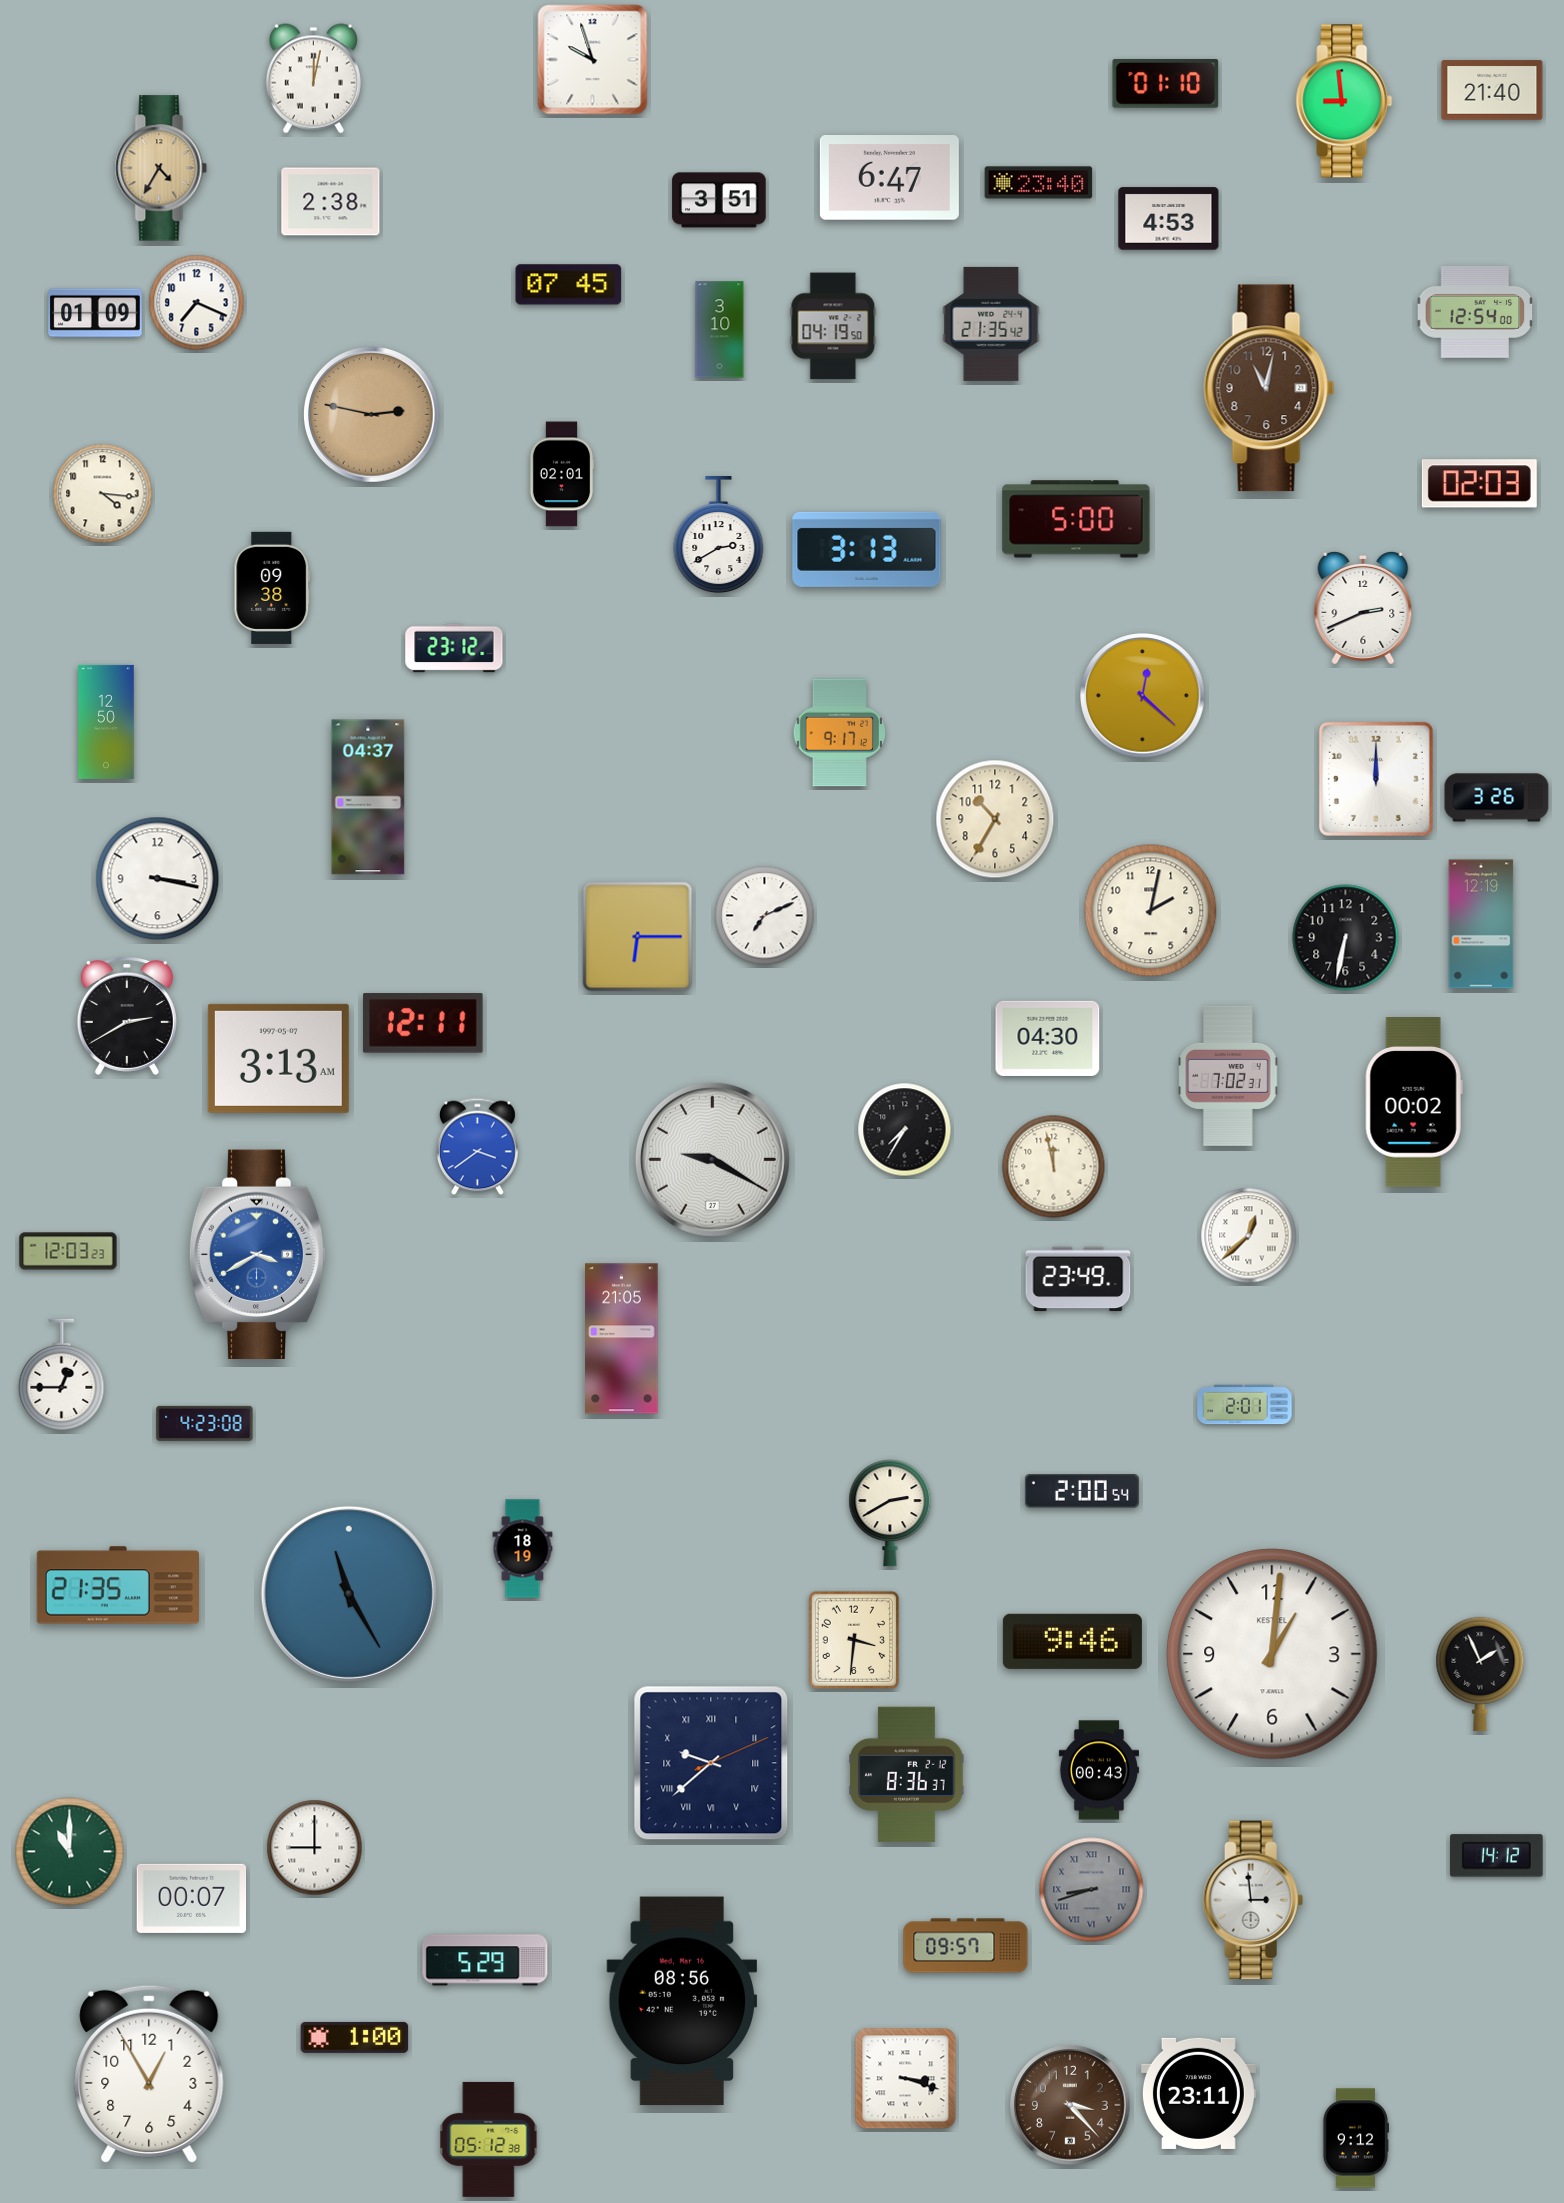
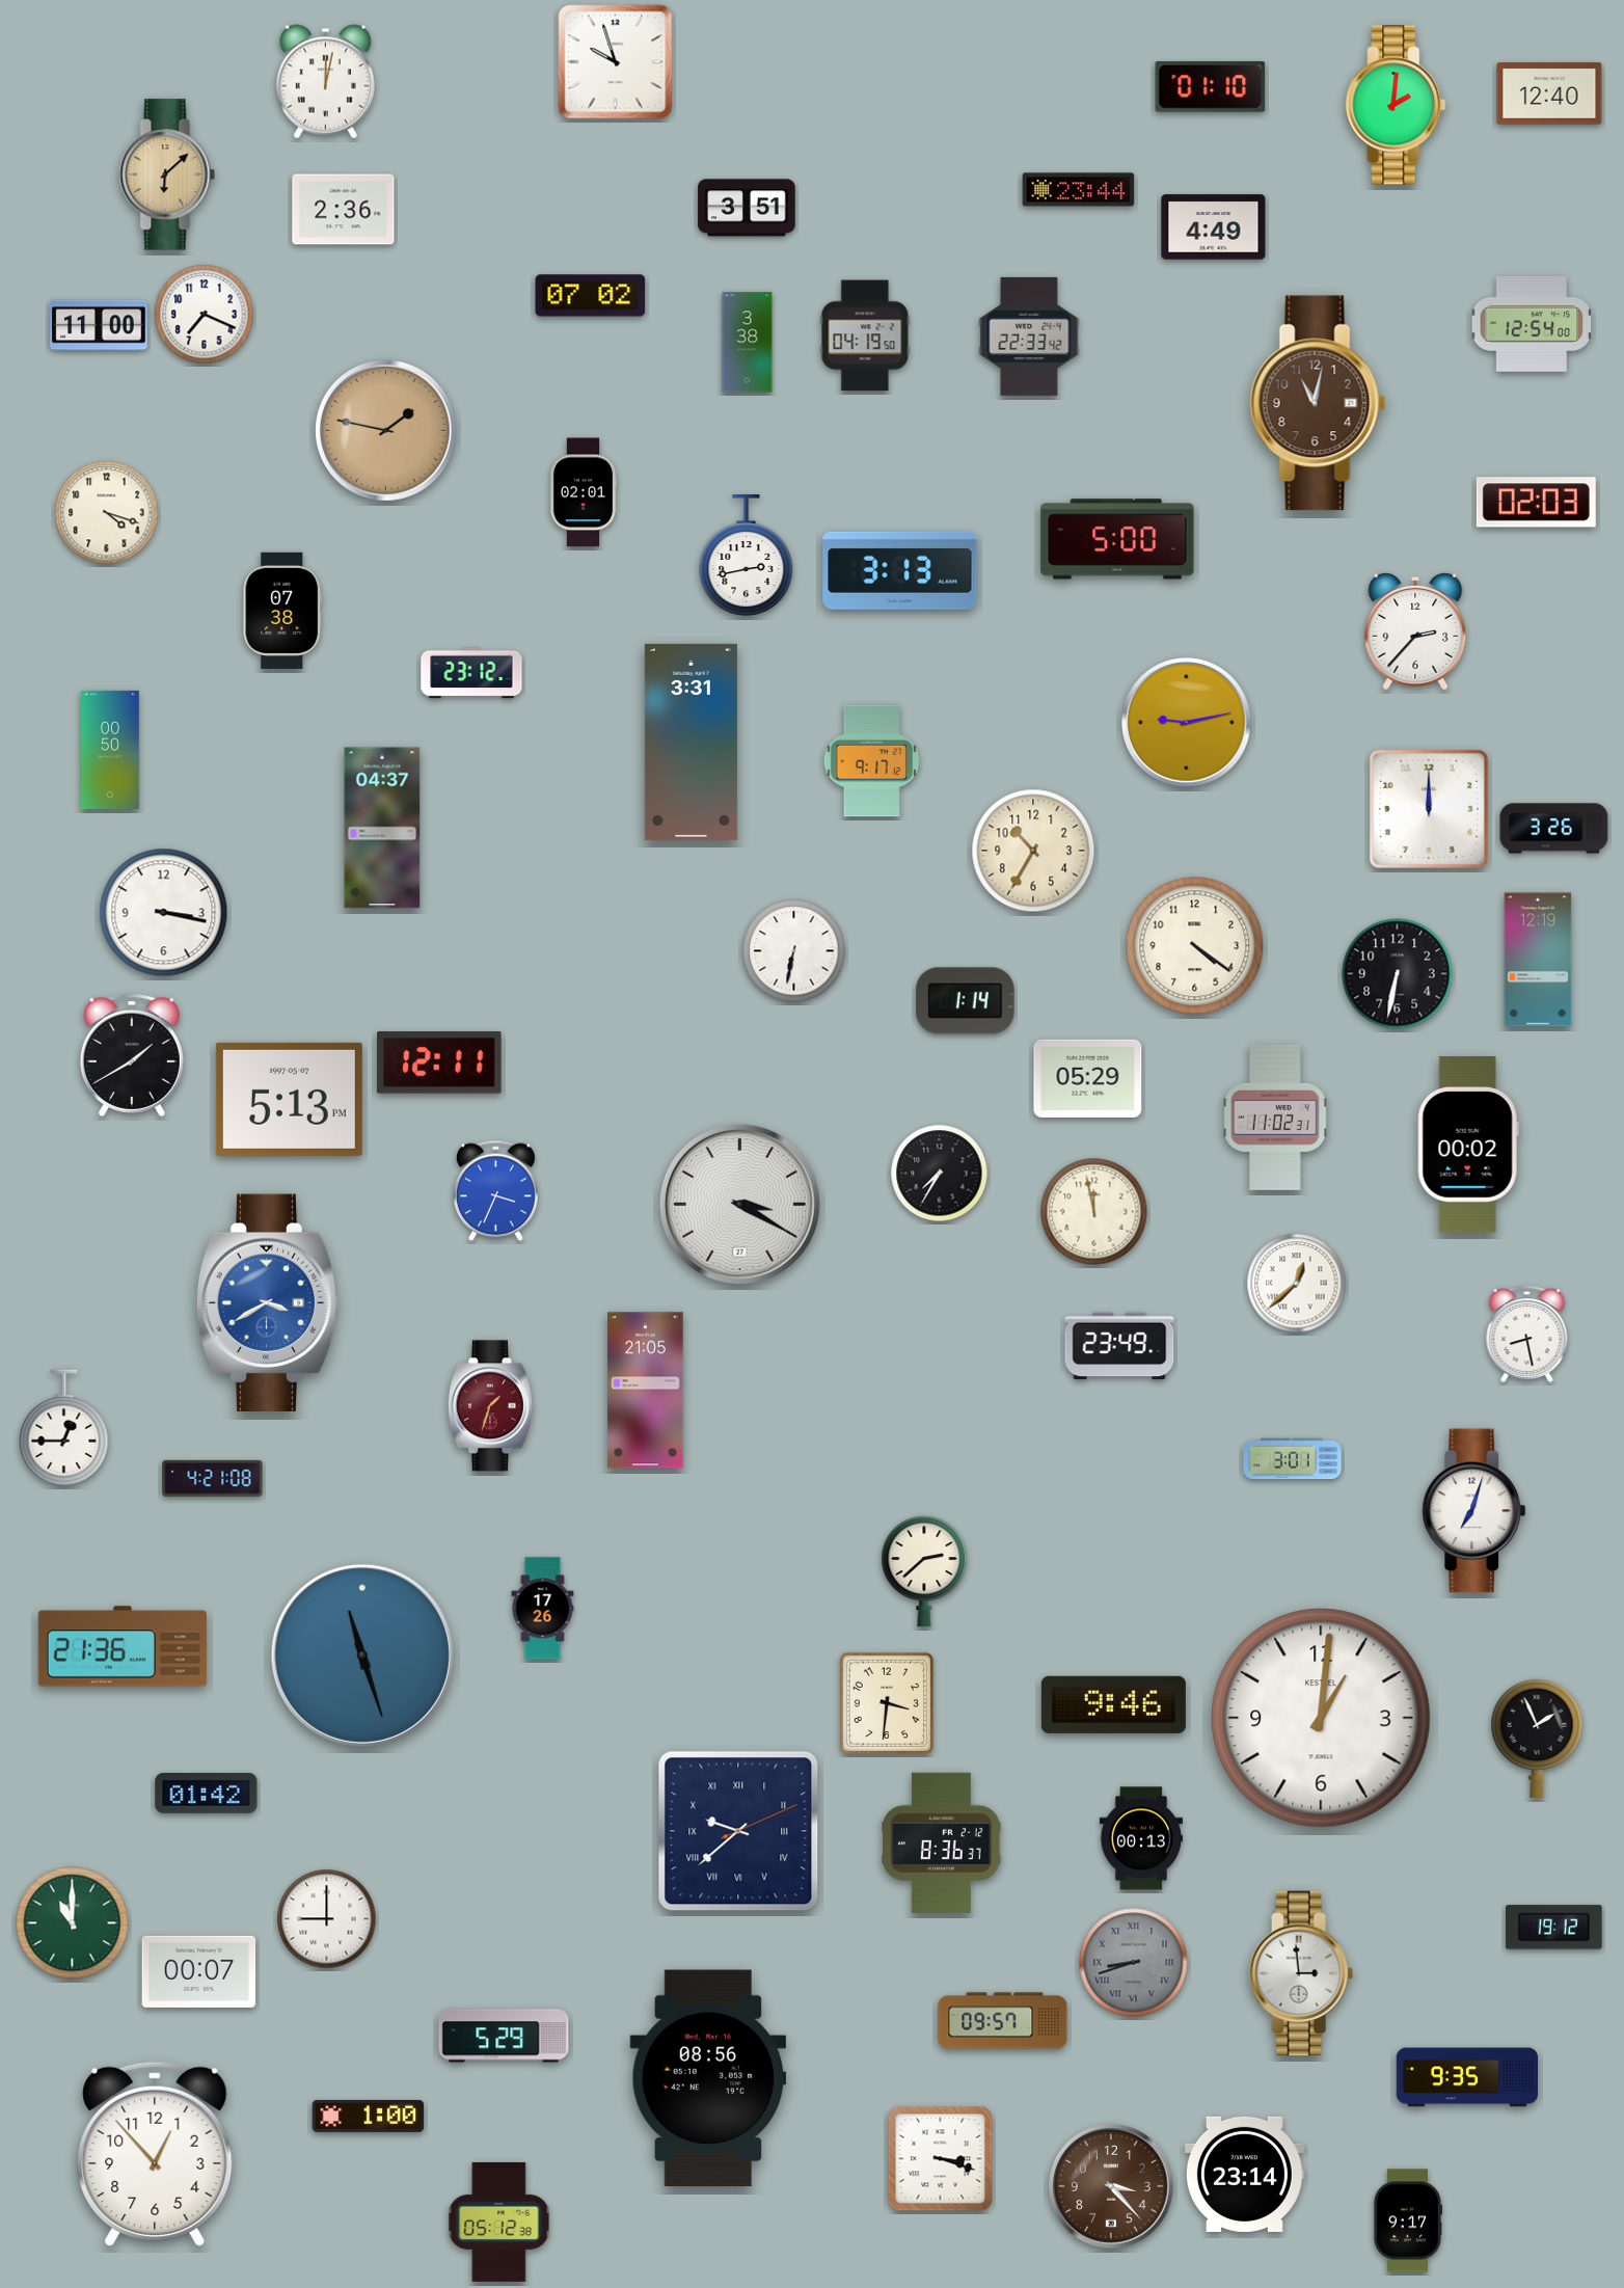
clock at (1492, 90): 21:40 -> 12:40
clock at (1344, 101): 8:59 -> 2:01
clock at (161, 168): 4:35 -> 6:08
clock at (889, 178): 6:47 -> none
clock at (1039, 183): 23:40 -> 23:44
clock at (331, 202): 2:38 -> 2:36
clock at (1169, 219): 4:53 -> 4:49
clock at (569, 285): 07:45 -> 07:02
clock at (95, 313): 01:09 -> 11:00
clock at (991, 324): 21:35 -> 22:33
clock at (833, 326) position: (833, 326) -> (865, 335)
clock at (720, 330): 3:10 -> 3:38
clock at (371, 414): 2:47 -> 1:47
clock at (103, 494): 4:16 -> 4:18
clock at (719, 536): 2:40 -> 2:43
clock at (272, 588): 09:38 -> 07:38
clock at (1363, 608): 2:41 -> 2:37
clock at (1143, 696): 12:22 -> 9:13
clock at (691, 742): none -> 3:31
clock at (106, 722): 12:50 -> 00:50
clock at (1151, 911): 2:02 -> 4:21
clock at (765, 916): 7:11 -> 6:32
clock at (638, 937): 6:15 -> none
clock at (966, 1001): none -> 1:14
clock at (127, 1016): 2:40 -> 1:40
clock at (1048, 1038): 04:30 -> 05:29
clock at (278, 1058): 3:13 -> 5:13
clock at (1228, 1076): 7:02 -> 11:02
clock at (477, 1147): 3:39 -> 3:34
clock at (712, 1159): 9:20 -> 3:20
clock at (68, 1251): 12:03 -> none
clock at (1078, 1279) position: (1078, 1279) -> (1119, 1346)
clock at (1527, 1335): none -> 8:28
clock at (490, 1406): none -> 1:33
clock at (1245, 1405): 2:01 -> 3:01
clock at (205, 1423): 4:23 -> 4:21
clock at (1474, 1511): none -> 7:03
clock at (1082, 1491): 2:00 -> none
clock at (890, 1513): 2:40 -> 2:38
clock at (523, 1549): 18:19 -> 17:26
clock at (118, 1585): 21:35 -> 21:36
clock at (349, 1594): 11:25 -> 11:27
clock at (207, 1794): none -> 01:42
clock at (1099, 1770): 00:43 -> 00:13
clock at (1497, 1856): 14:12 -> 19:12
clock at (1467, 2077): none -> 9:35
clock at (149, 2074): 12:55 -> 12:53
clock at (1198, 2093): 23:11 -> 23:14
clock at (1355, 2138): 9:12 -> 9:17
clock at (489, 2139) position: (489, 2139) -> (499, 2222)
